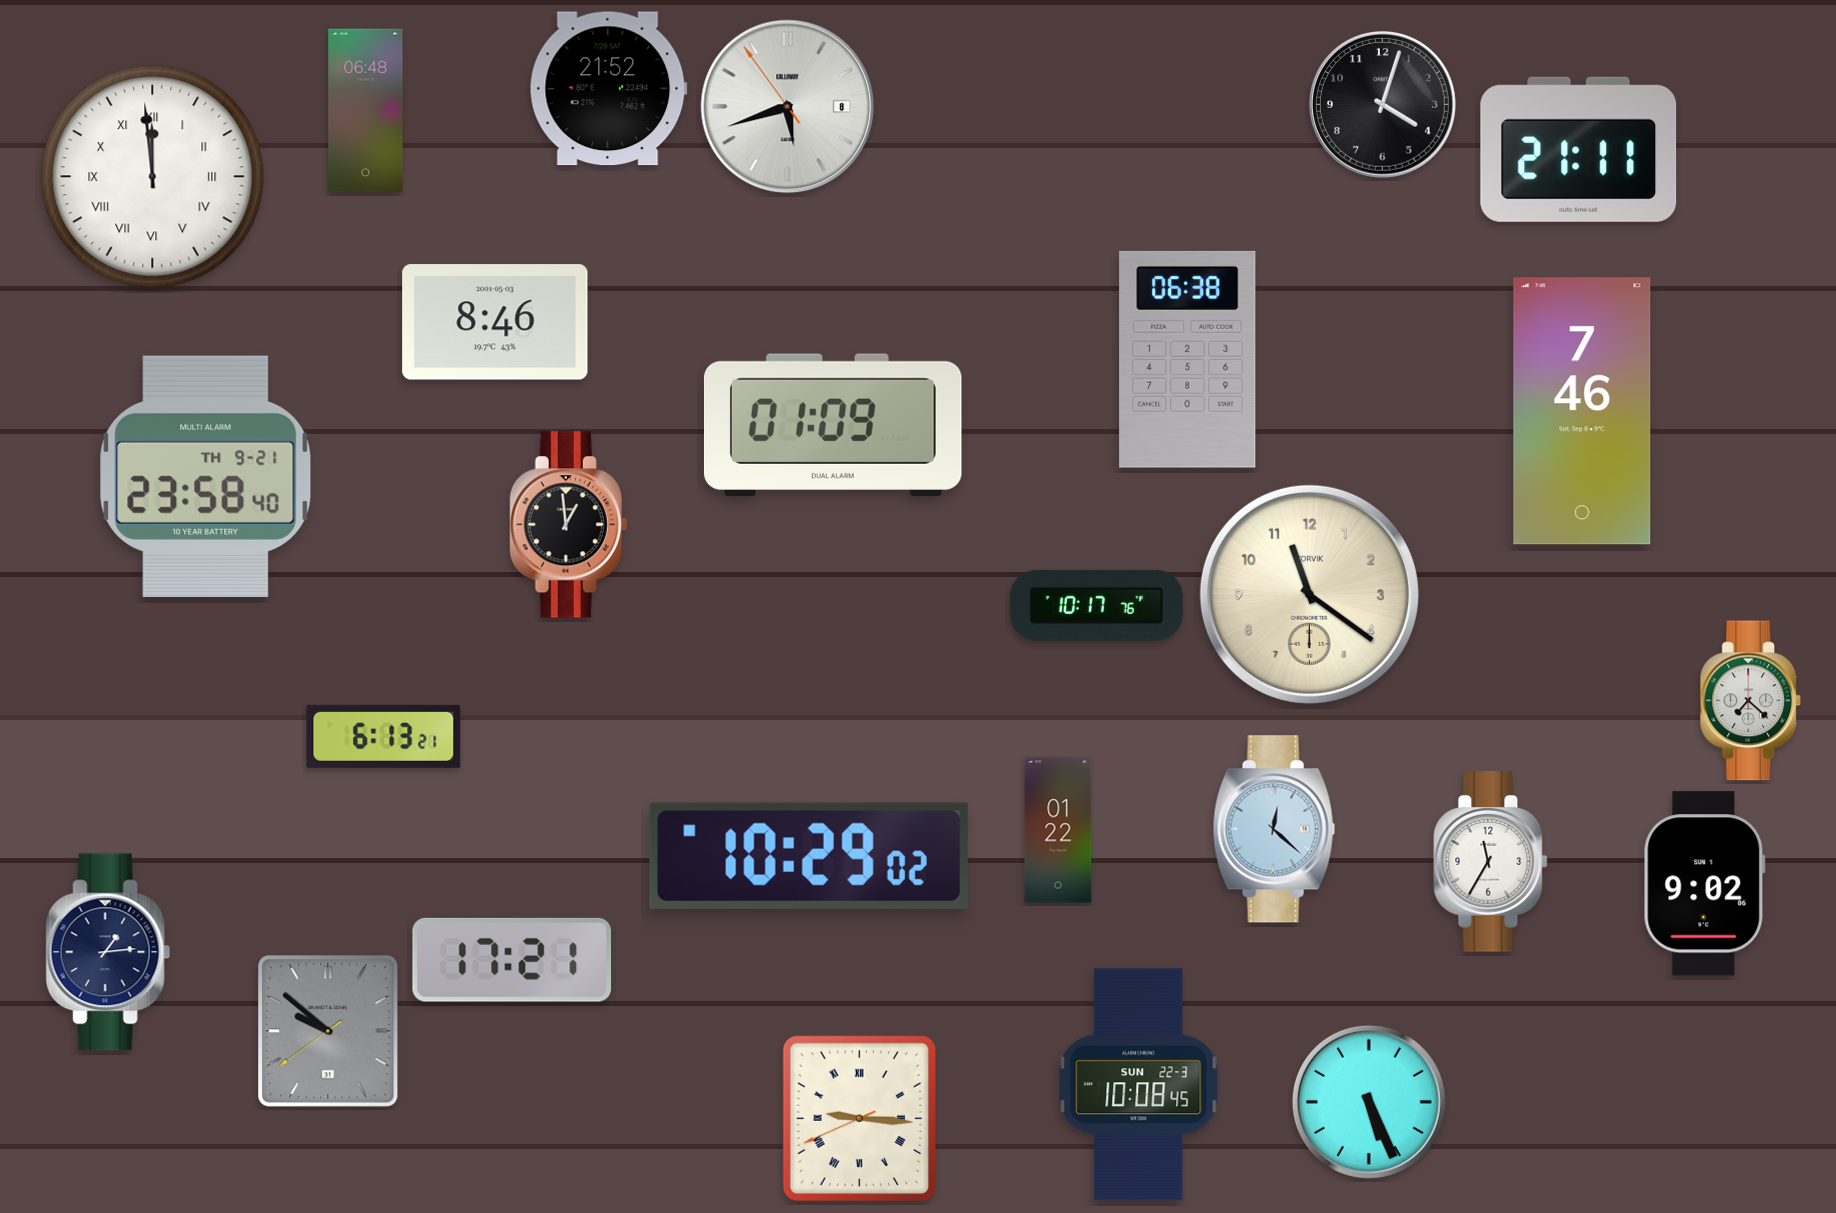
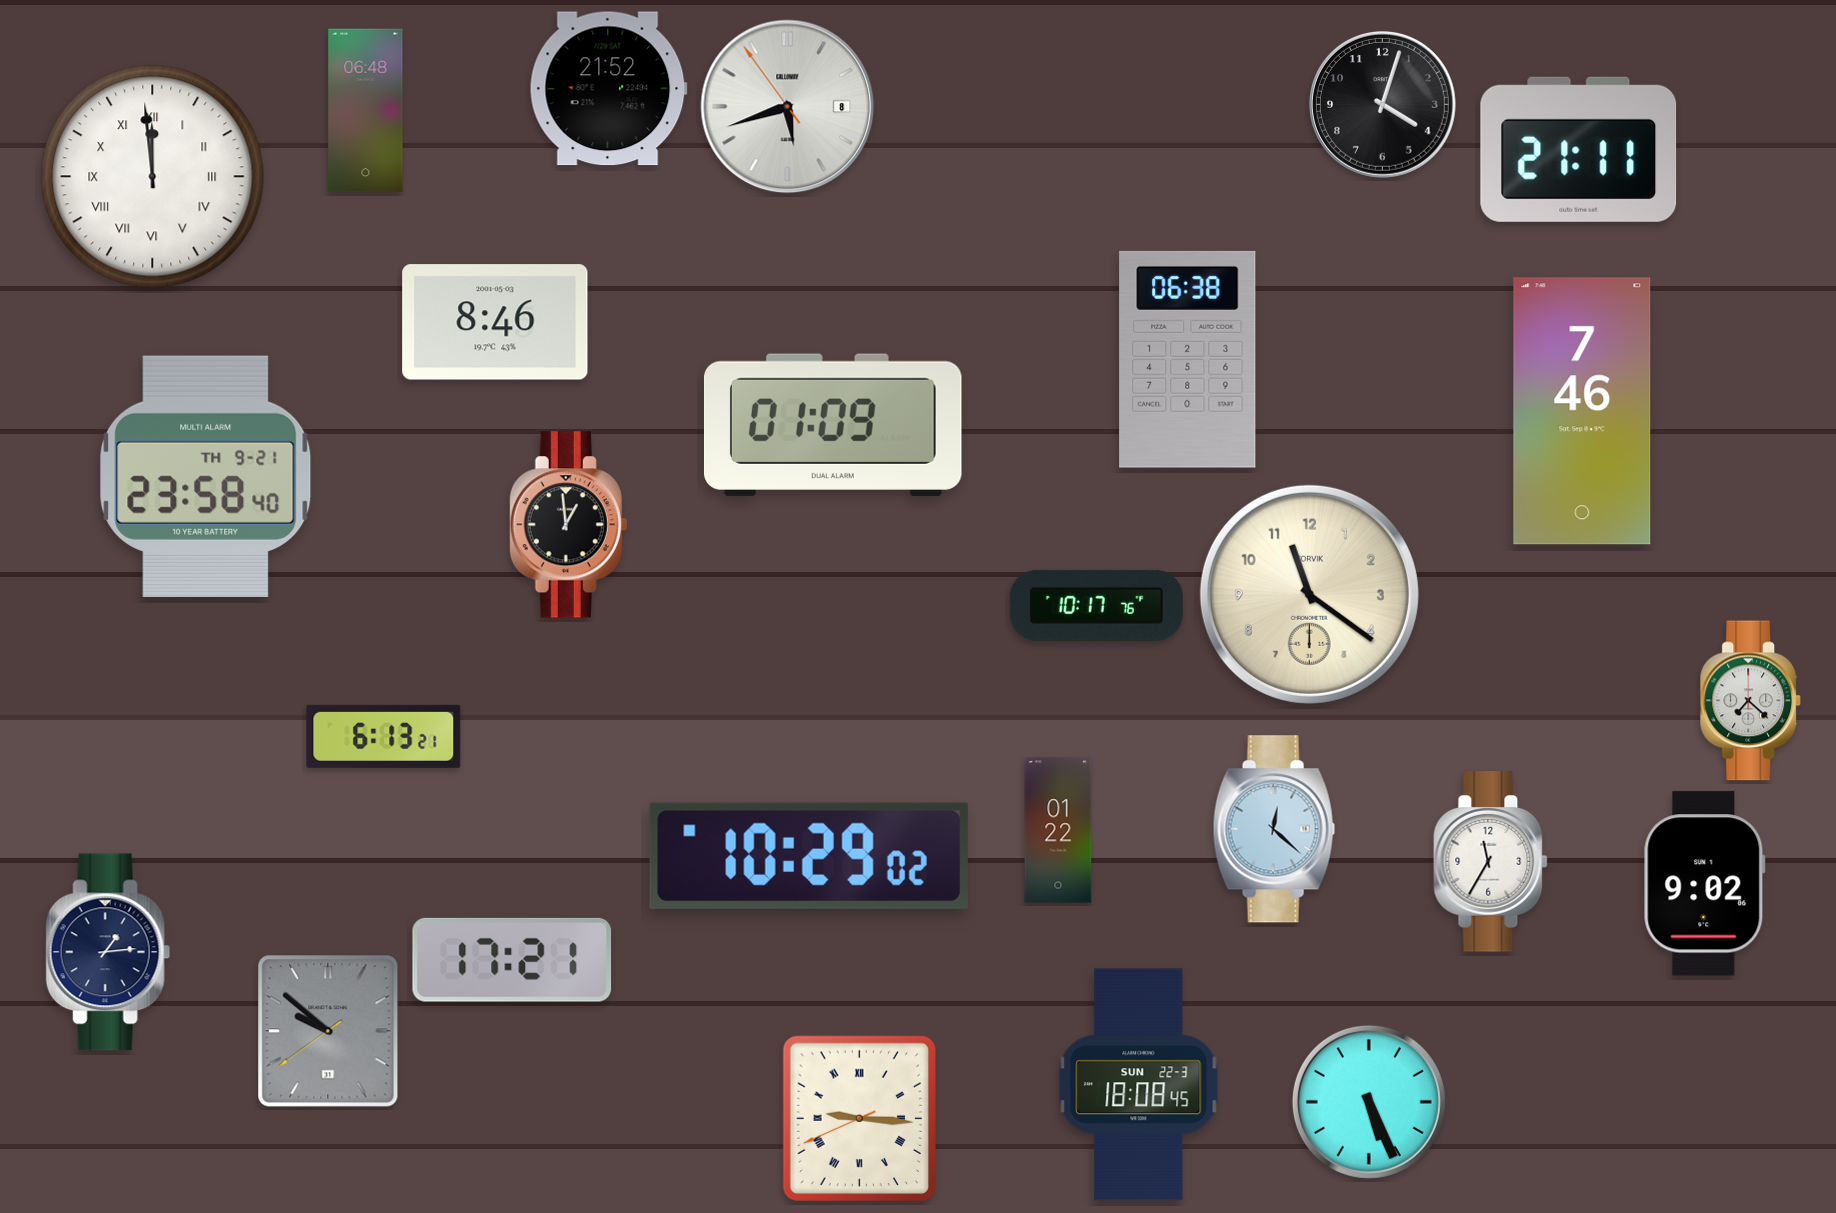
clock at (1139, 1085): 10:08 -> 18:08
